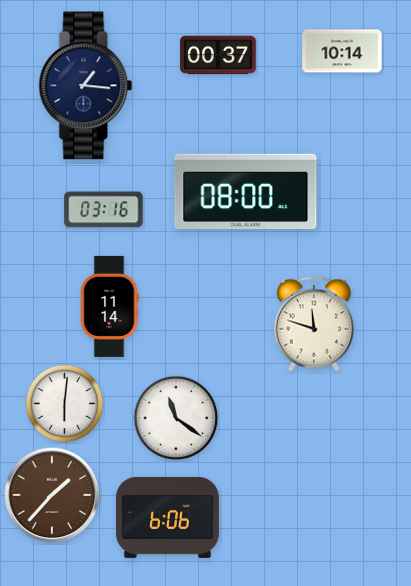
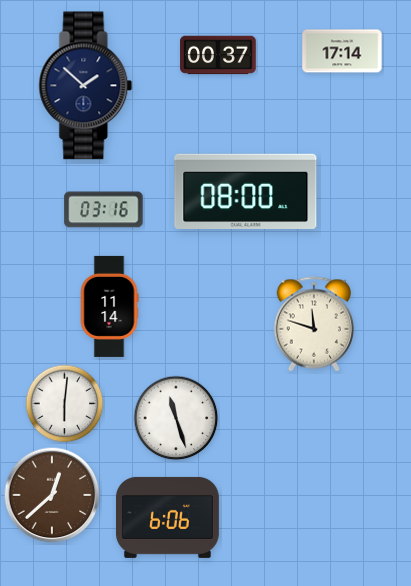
clock at (342, 51): 10:14 -> 17:14
clock at (86, 86): 1:16 -> 1:52
clock at (176, 418): 11:21 -> 11:27
clock at (52, 495): 1:37 -> 12:38
